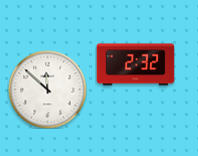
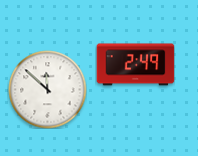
clock at (135, 65): 2:32 -> 2:49
